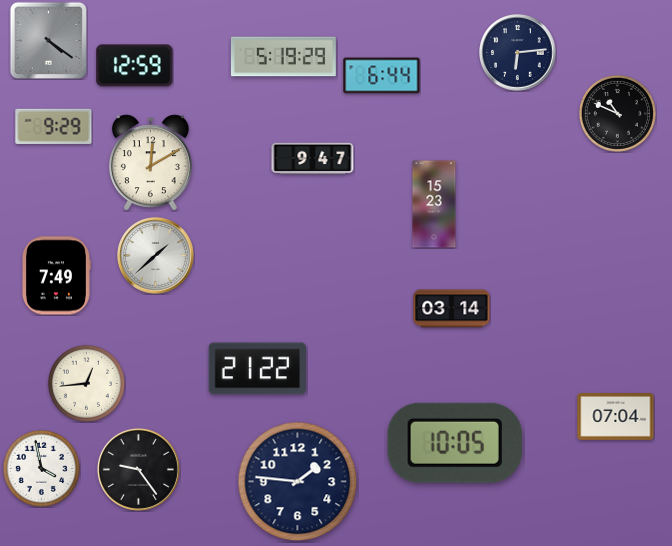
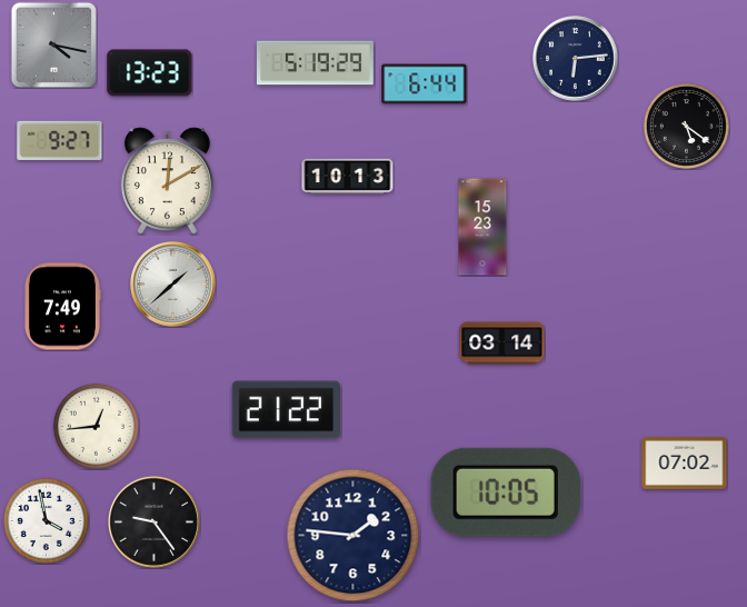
clock at (48, 40): 4:21 -> 4:17
clock at (135, 66): 12:59 -> 13:23
clock at (617, 113): 10:49 -> 5:21
clock at (54, 126): 9:29 -> 9:27
clock at (313, 159): 9:47 -> 10:13
clock at (616, 417): 07:04 -> 07:02
clock at (298, 482) position: (298, 482) -> (353, 536)
